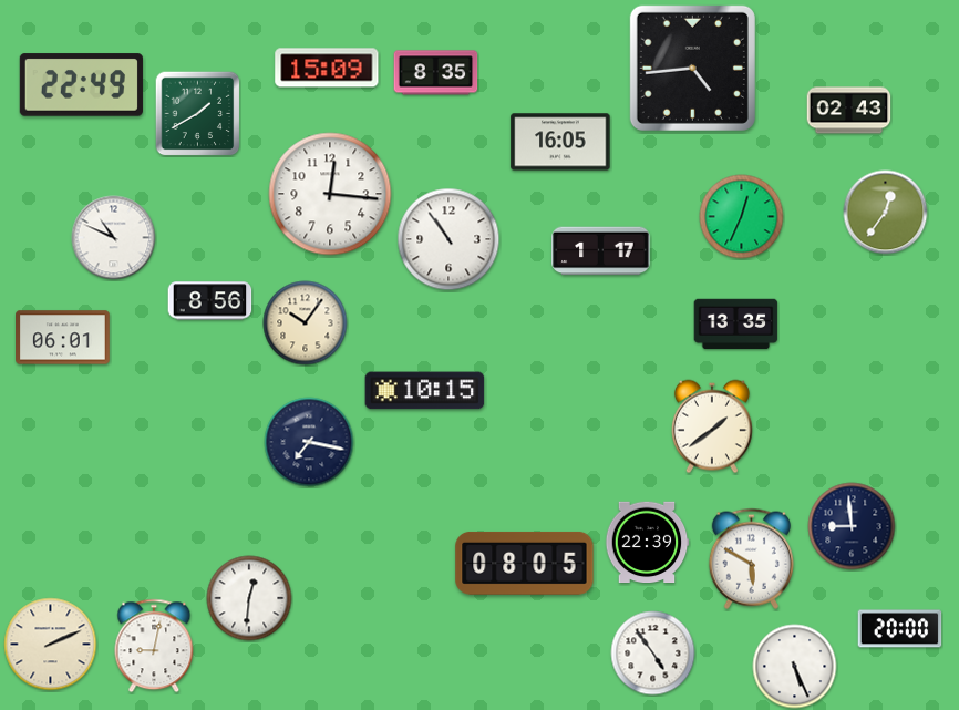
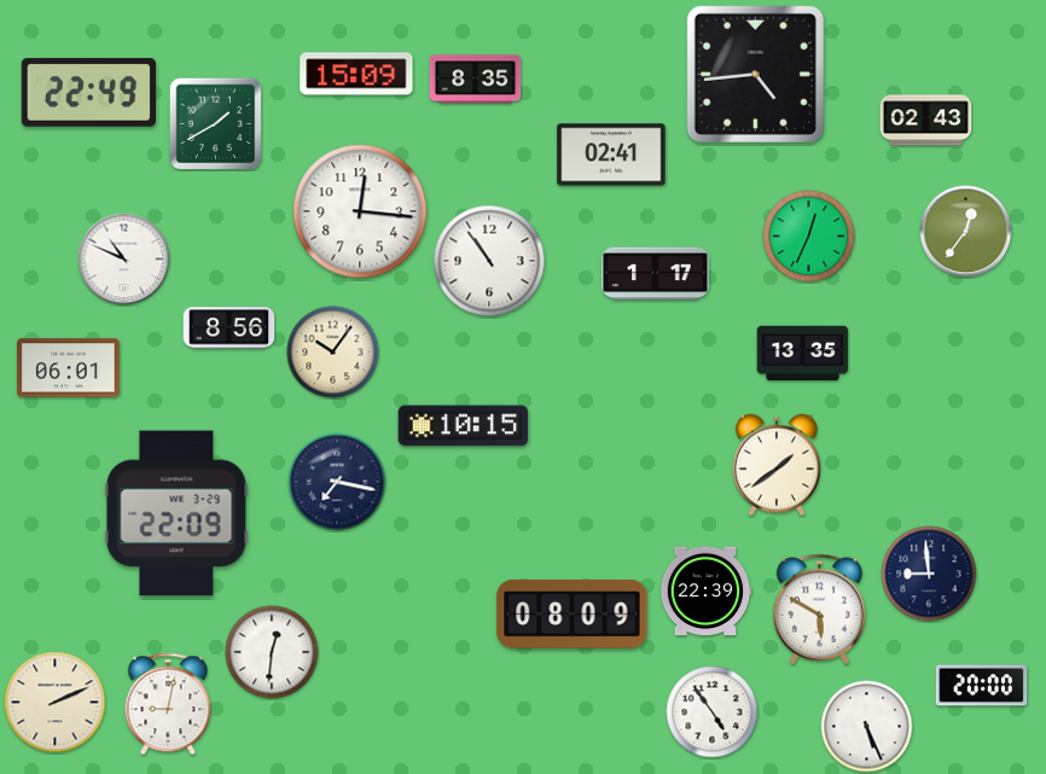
clock at (560, 142): 16:05 -> 02:41
clock at (176, 513): none -> 22:09
clock at (525, 563): 08:05 -> 08:09
